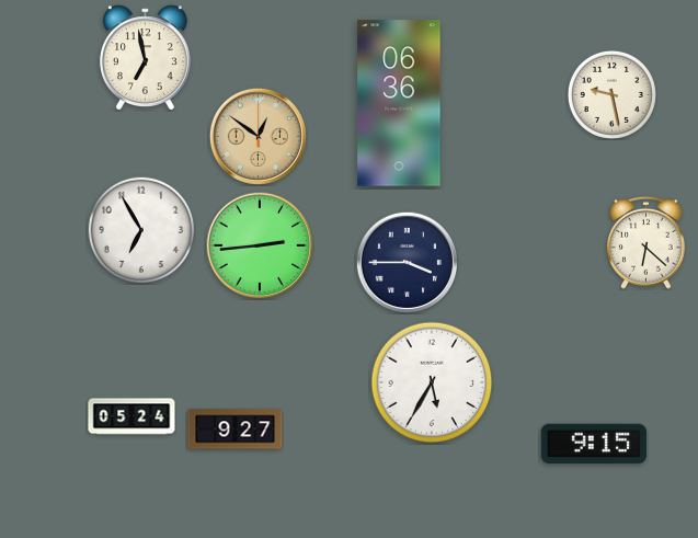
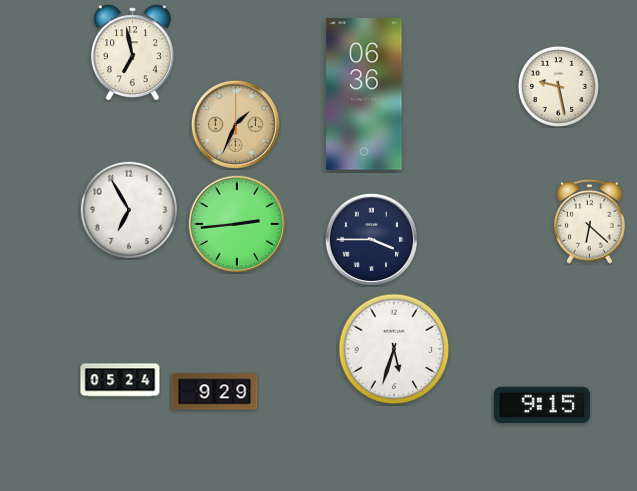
clock at (258, 136): 12:51 -> 1:34
clock at (432, 382): 5:35 -> 5:33
clock at (236, 430): 9:27 -> 9:29
